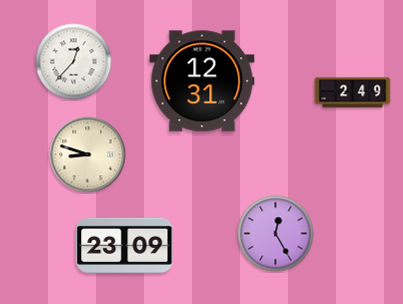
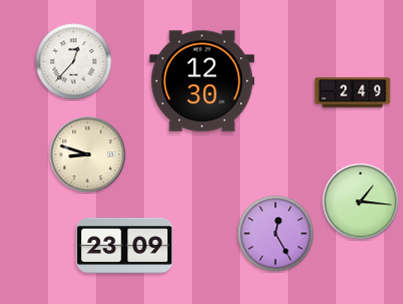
clock at (202, 81): 12:31 -> 12:30
clock at (361, 202): none -> 1:16
